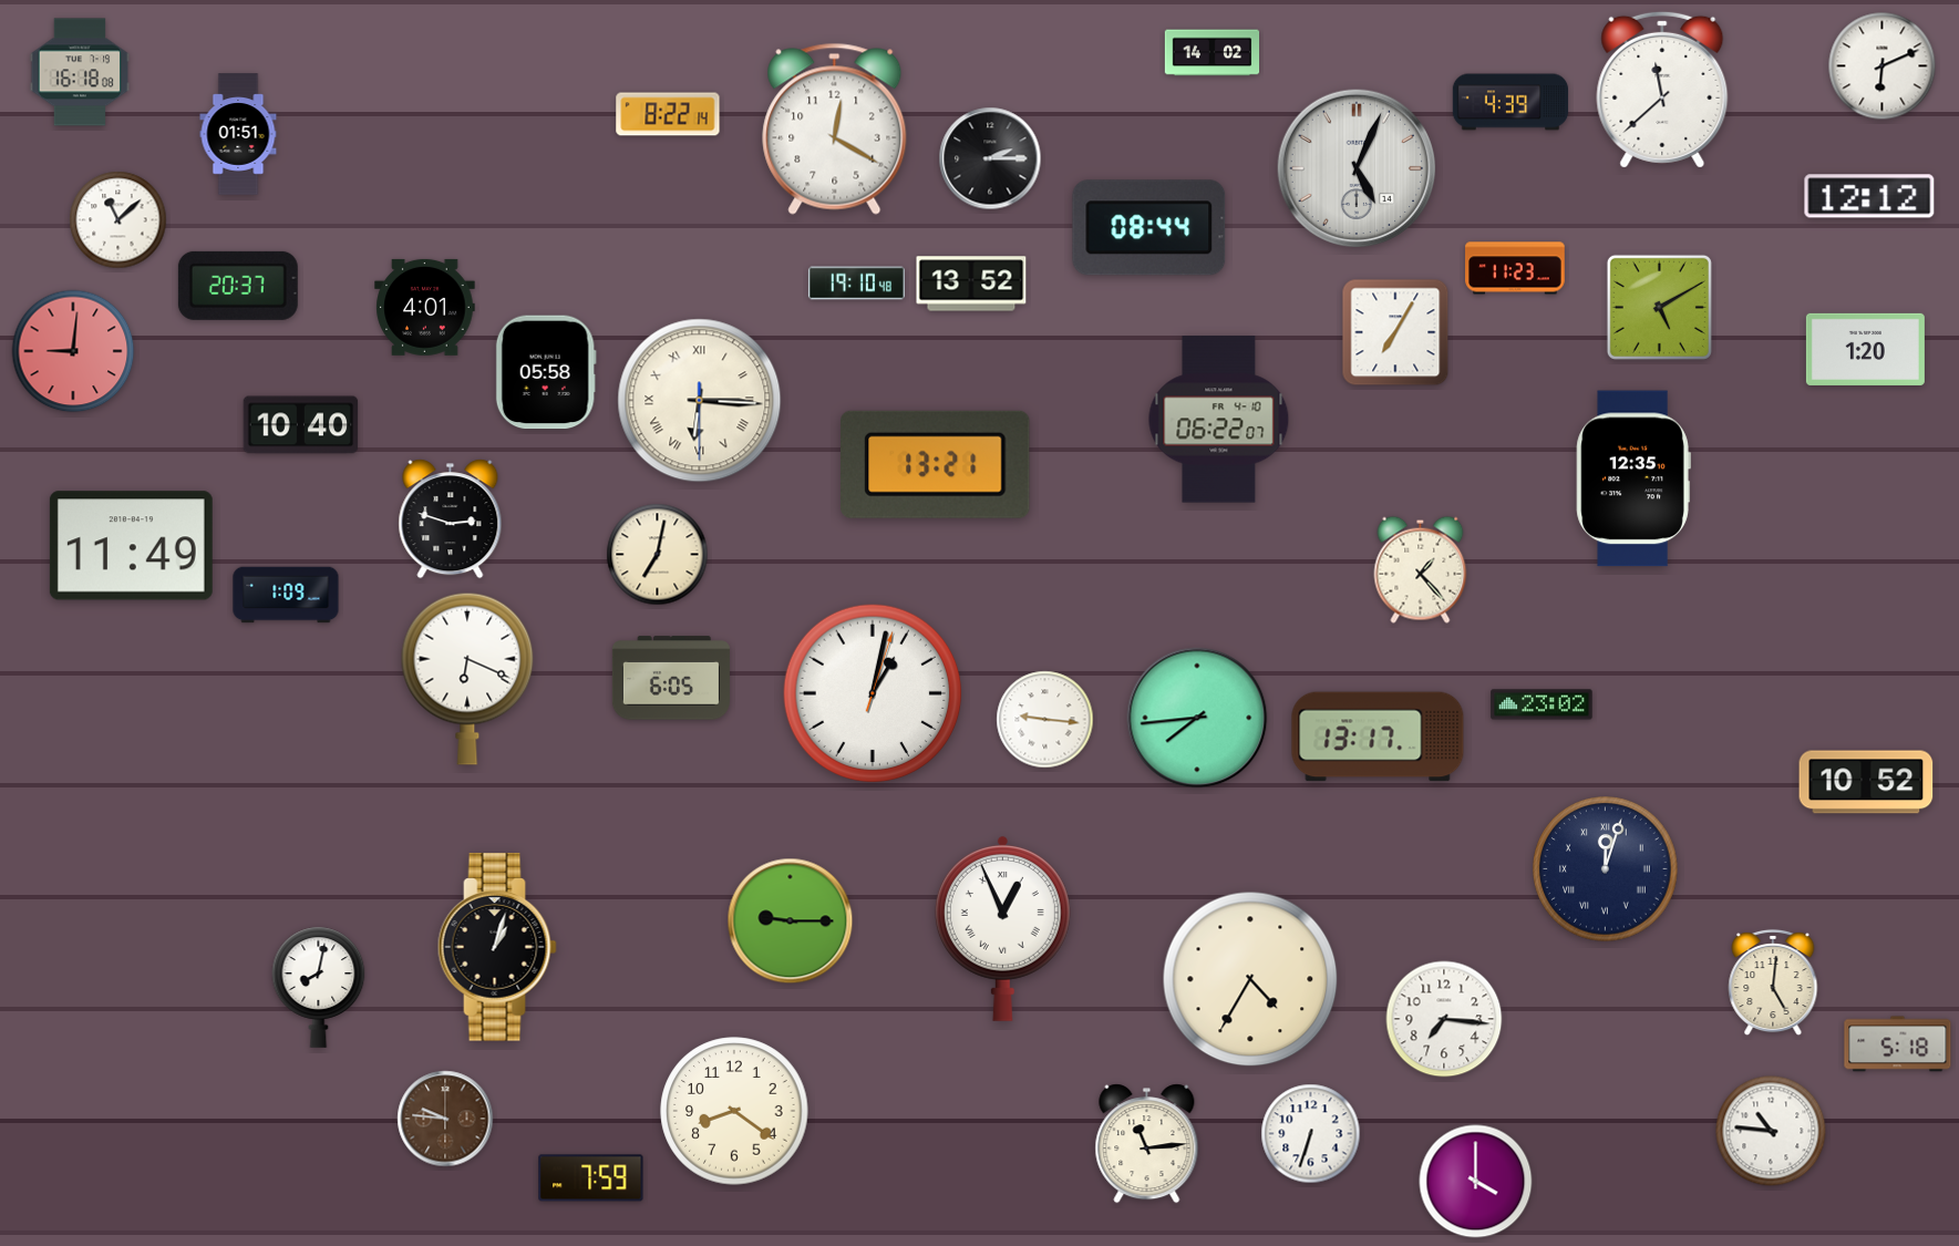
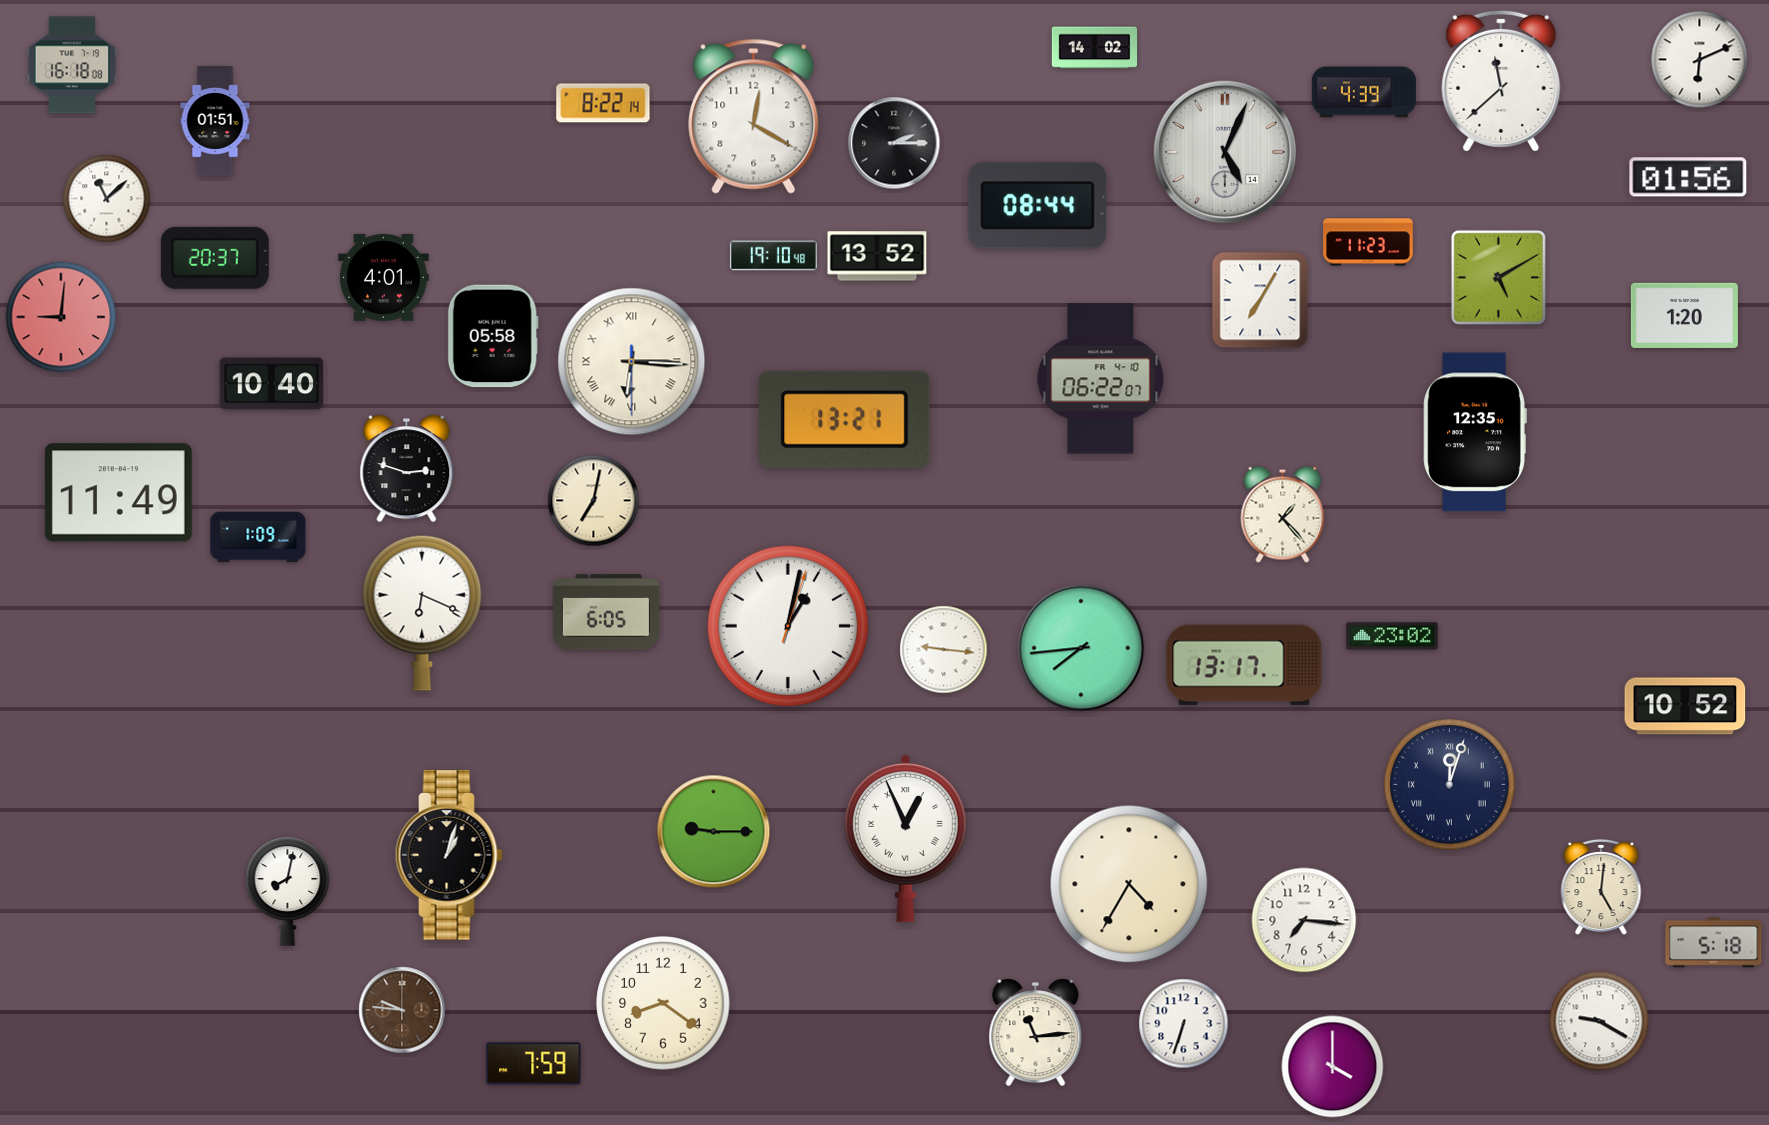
clock at (1869, 196): 12:12 -> 01:56
clock at (73, 351) position: (73, 351) -> (61, 317)
clock at (1771, 1131): 10:46 -> 9:20
